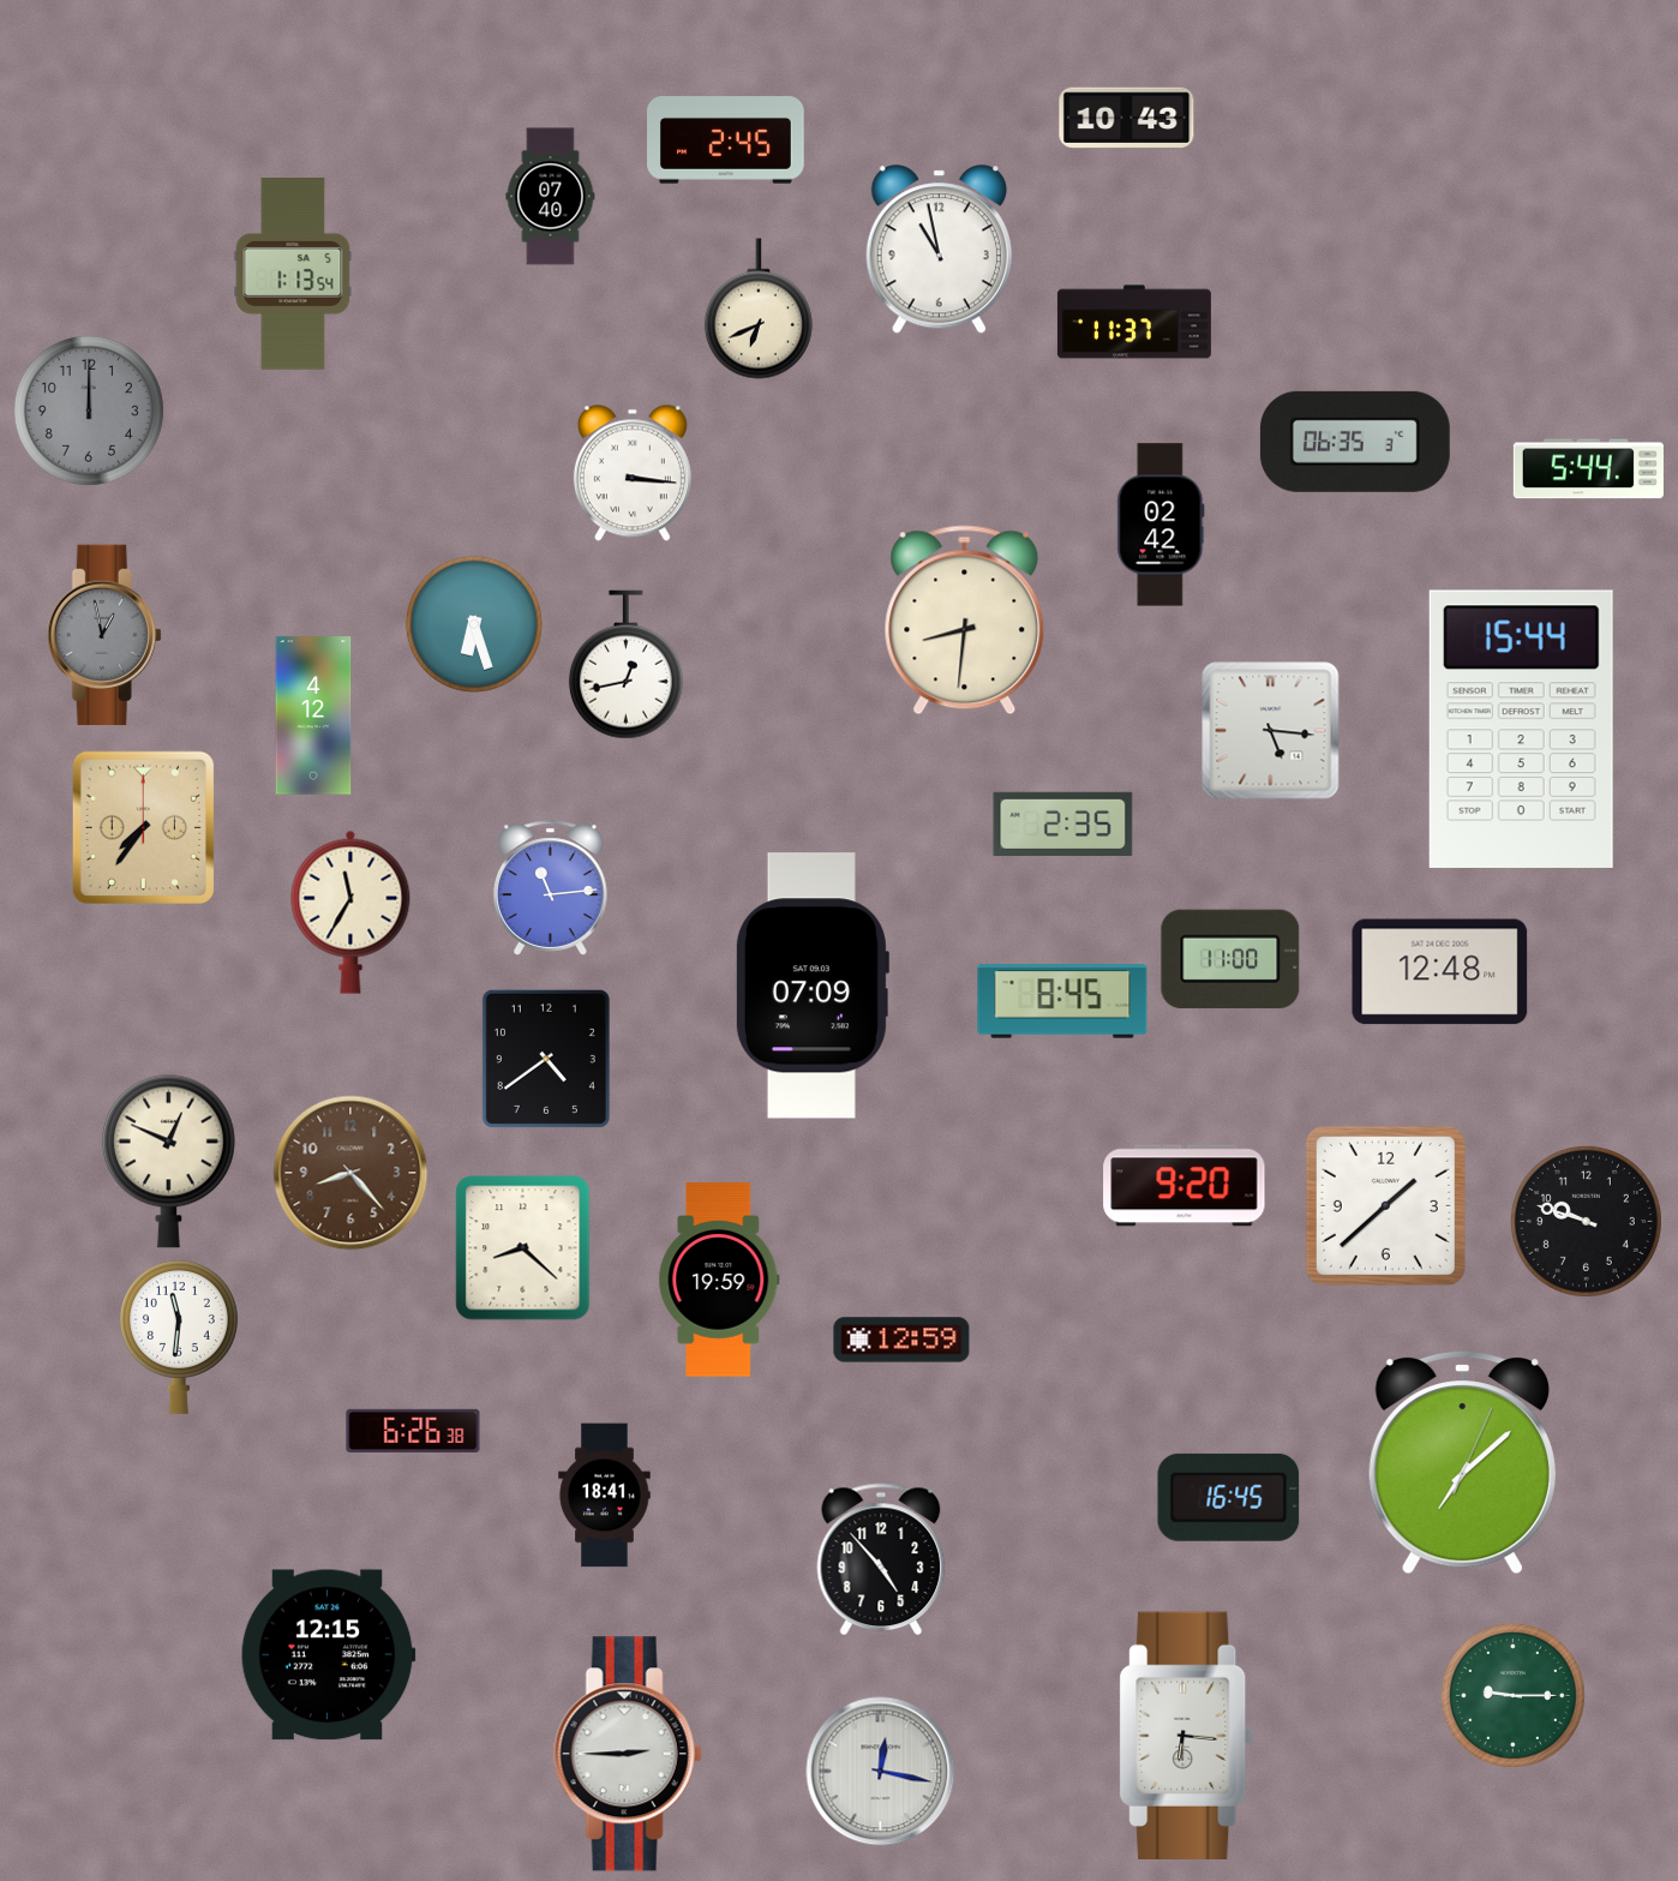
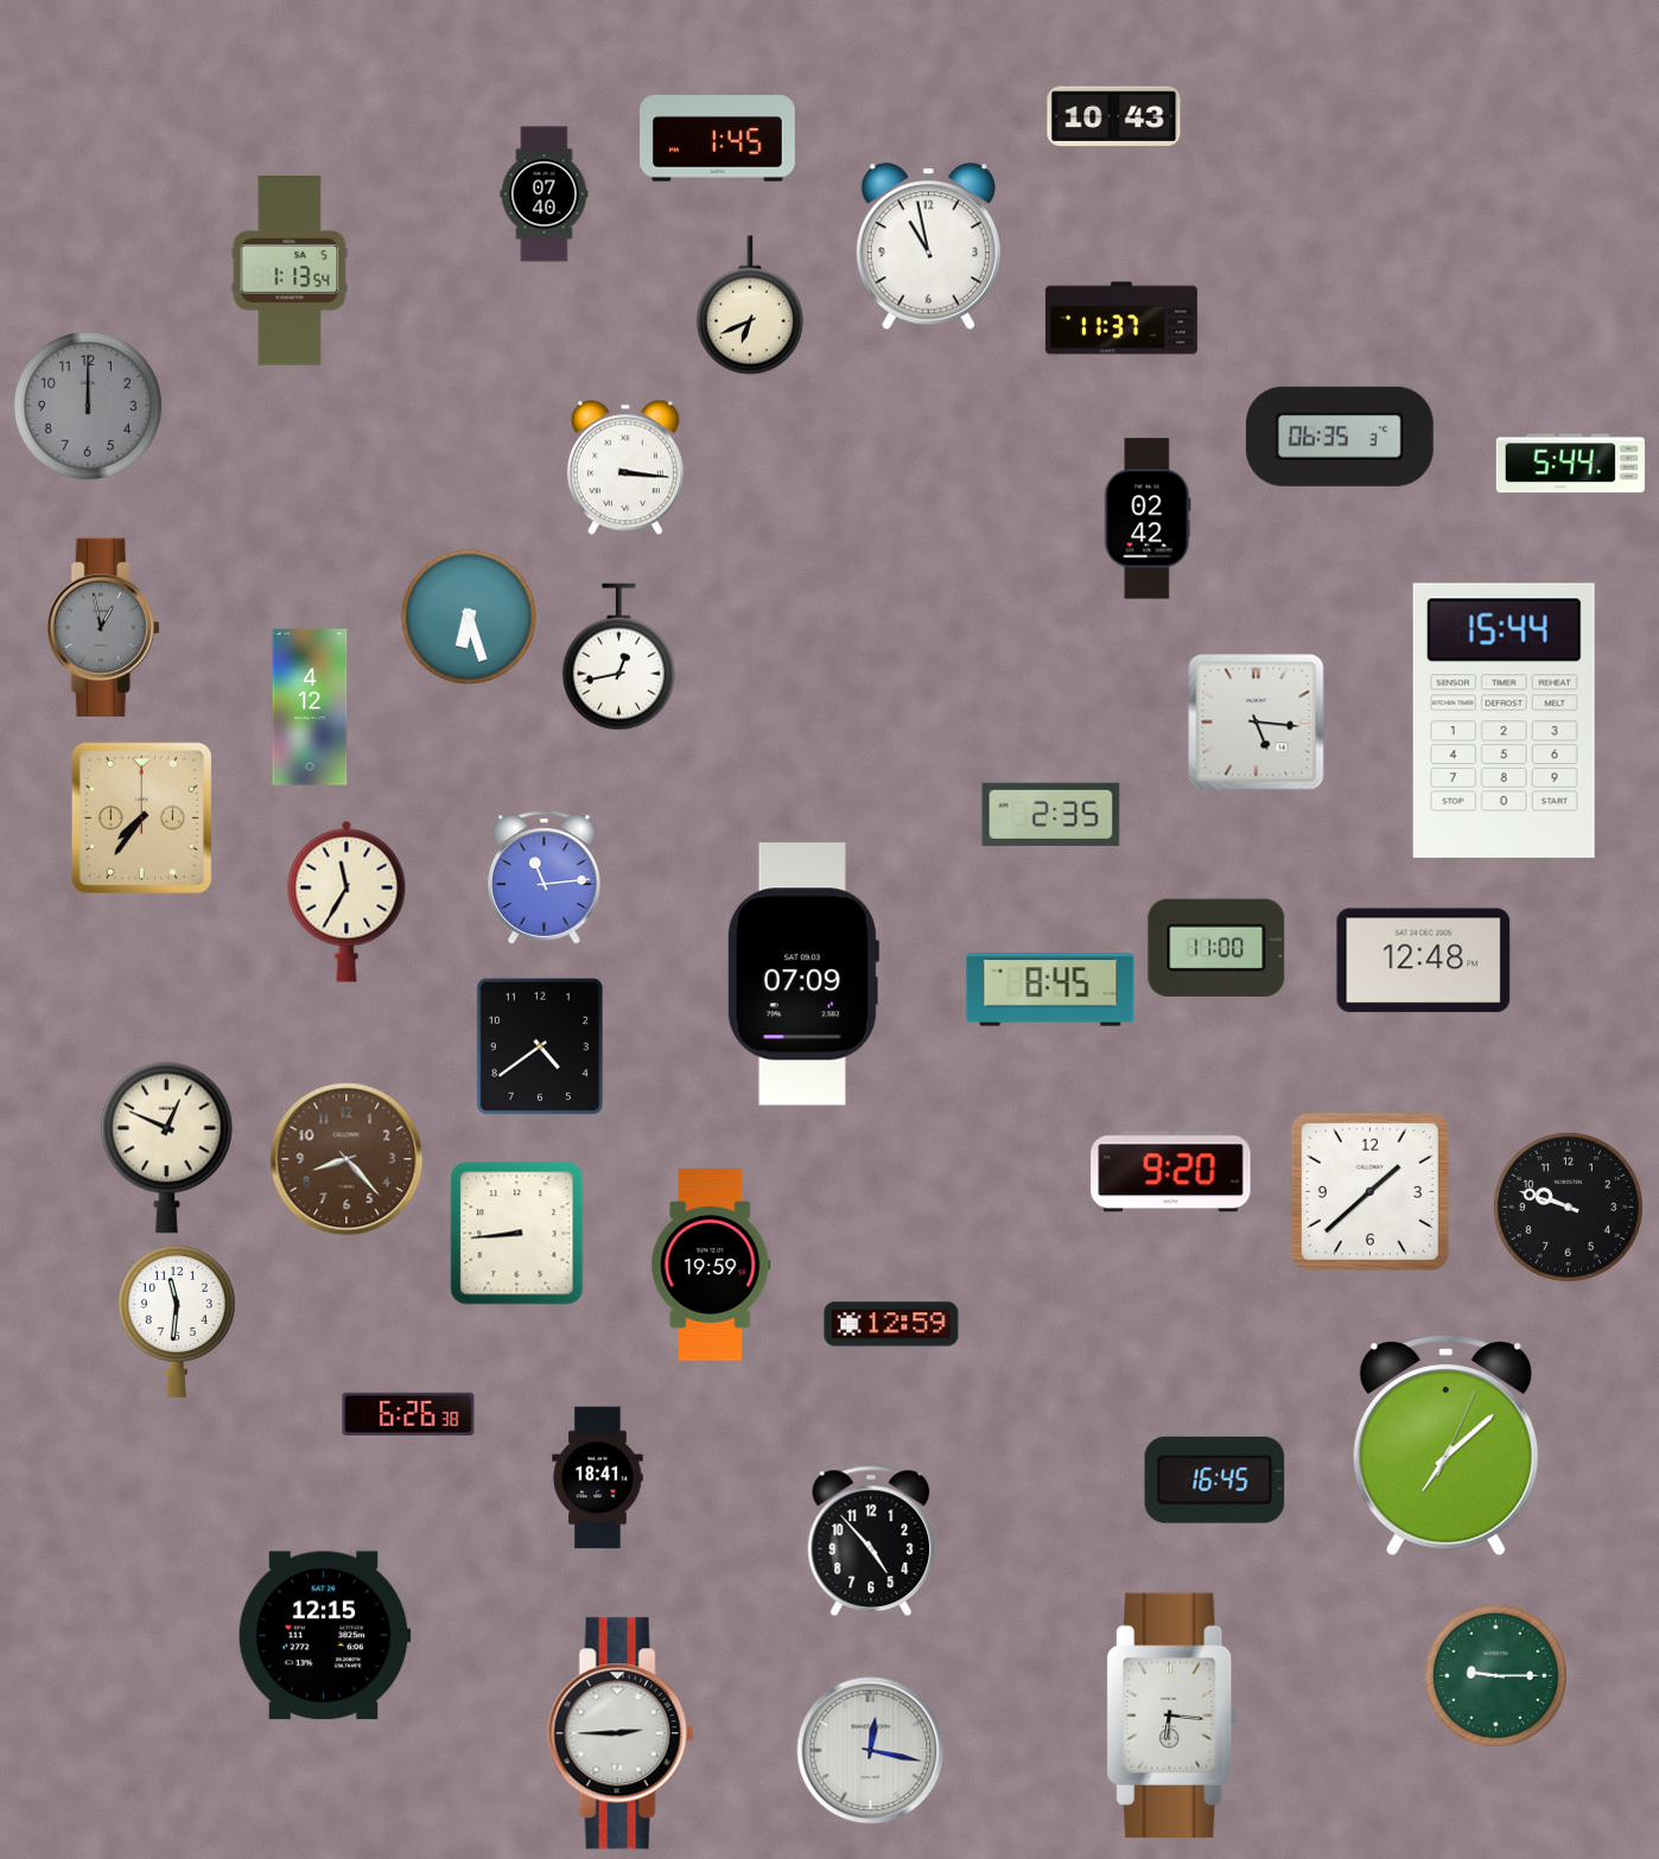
clock at (726, 140): 2:45 -> 1:45
clock at (965, 621): 8:31 -> none
clock at (523, 1248): 8:22 -> 8:44
